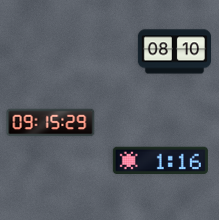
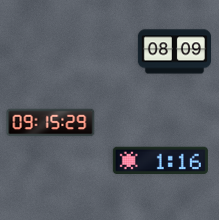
clock at (174, 52): 08:10 -> 08:09
